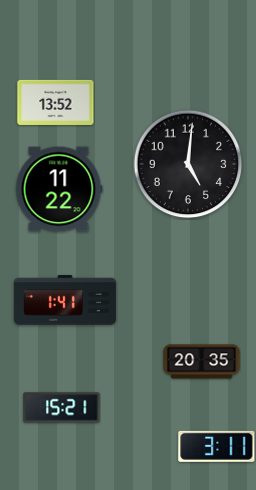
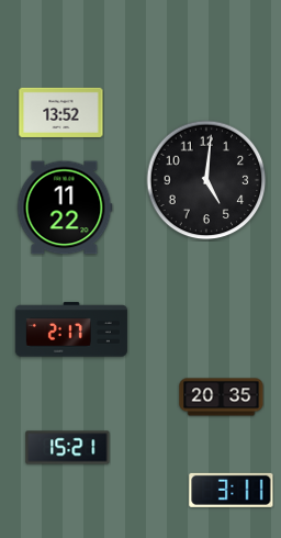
clock at (65, 300): 1:41 -> 2:17
clock at (217, 446) position: (217, 446) -> (232, 490)
